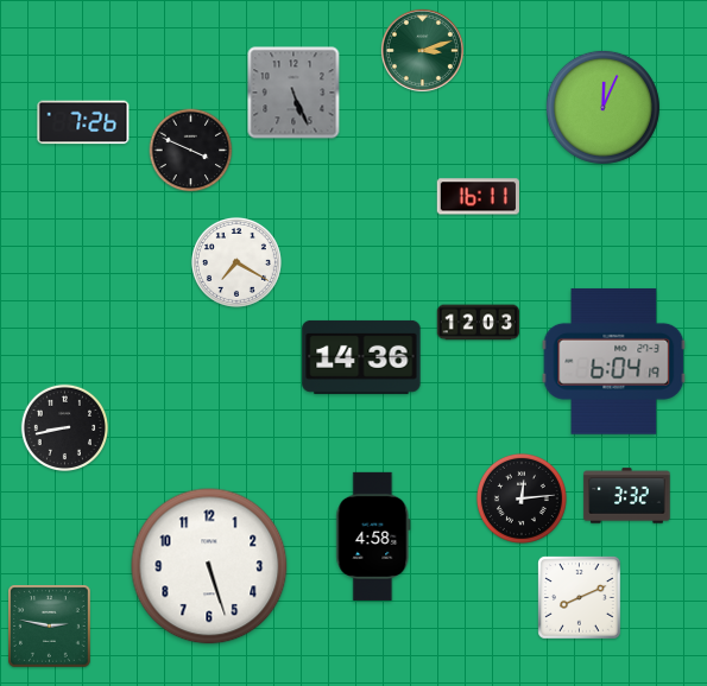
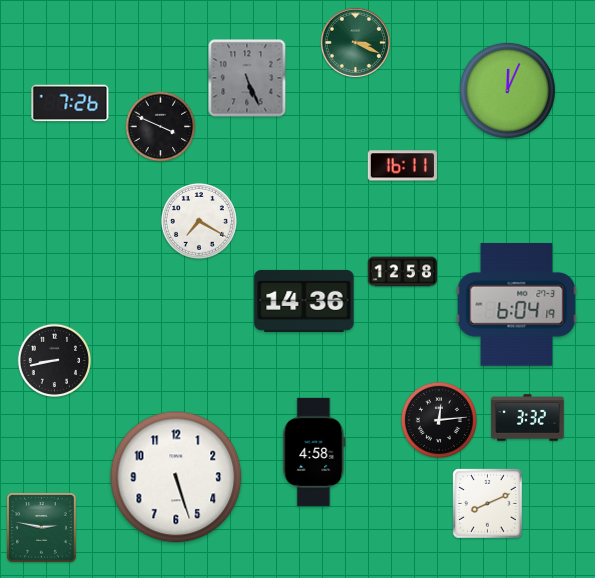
clock at (422, 50): 3:12 -> 3:19
clock at (478, 323): 12:03 -> 12:58
